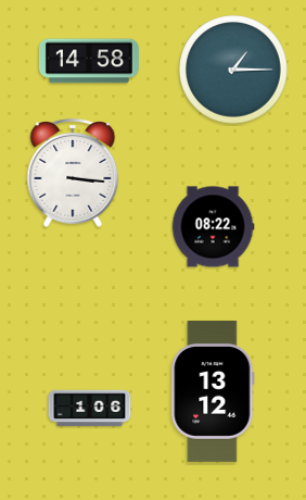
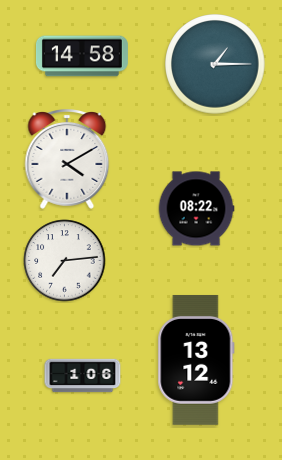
clock at (73, 174): 3:16 -> 4:10
clock at (65, 261): none -> 7:14
